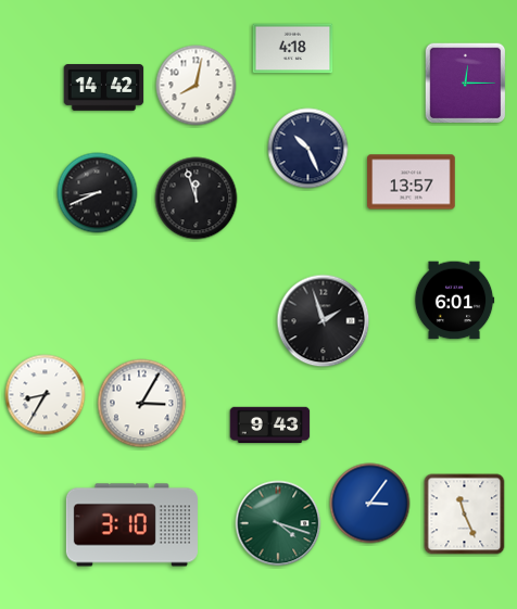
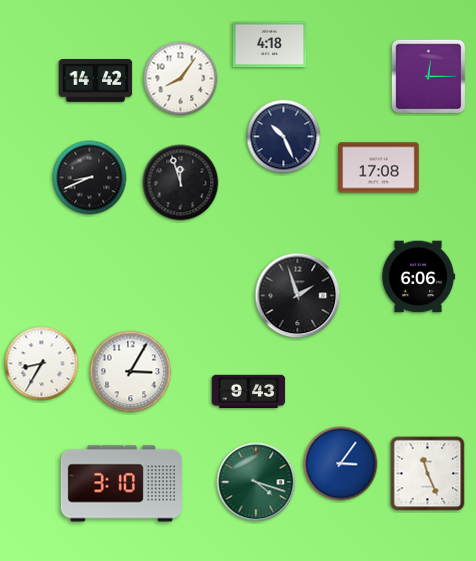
clock at (197, 86): 8:02 -> 8:06
clock at (412, 182): 13:57 -> 17:08
clock at (454, 301): 6:01 -> 6:06
